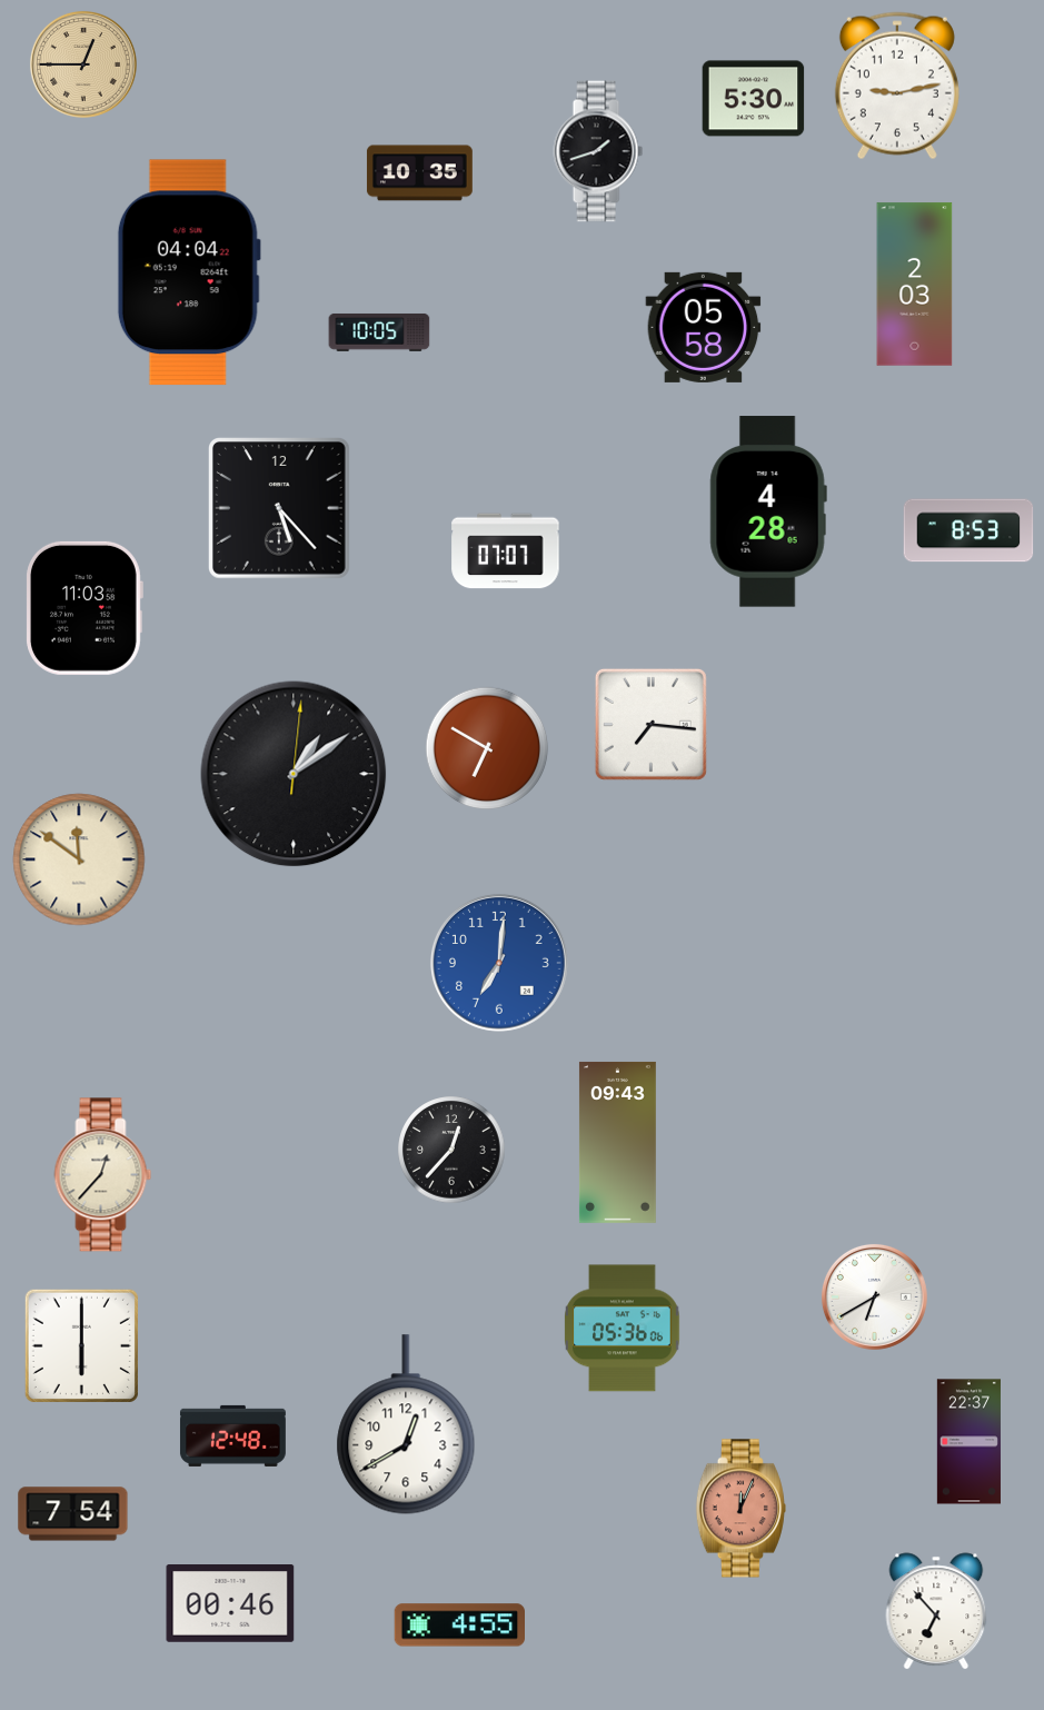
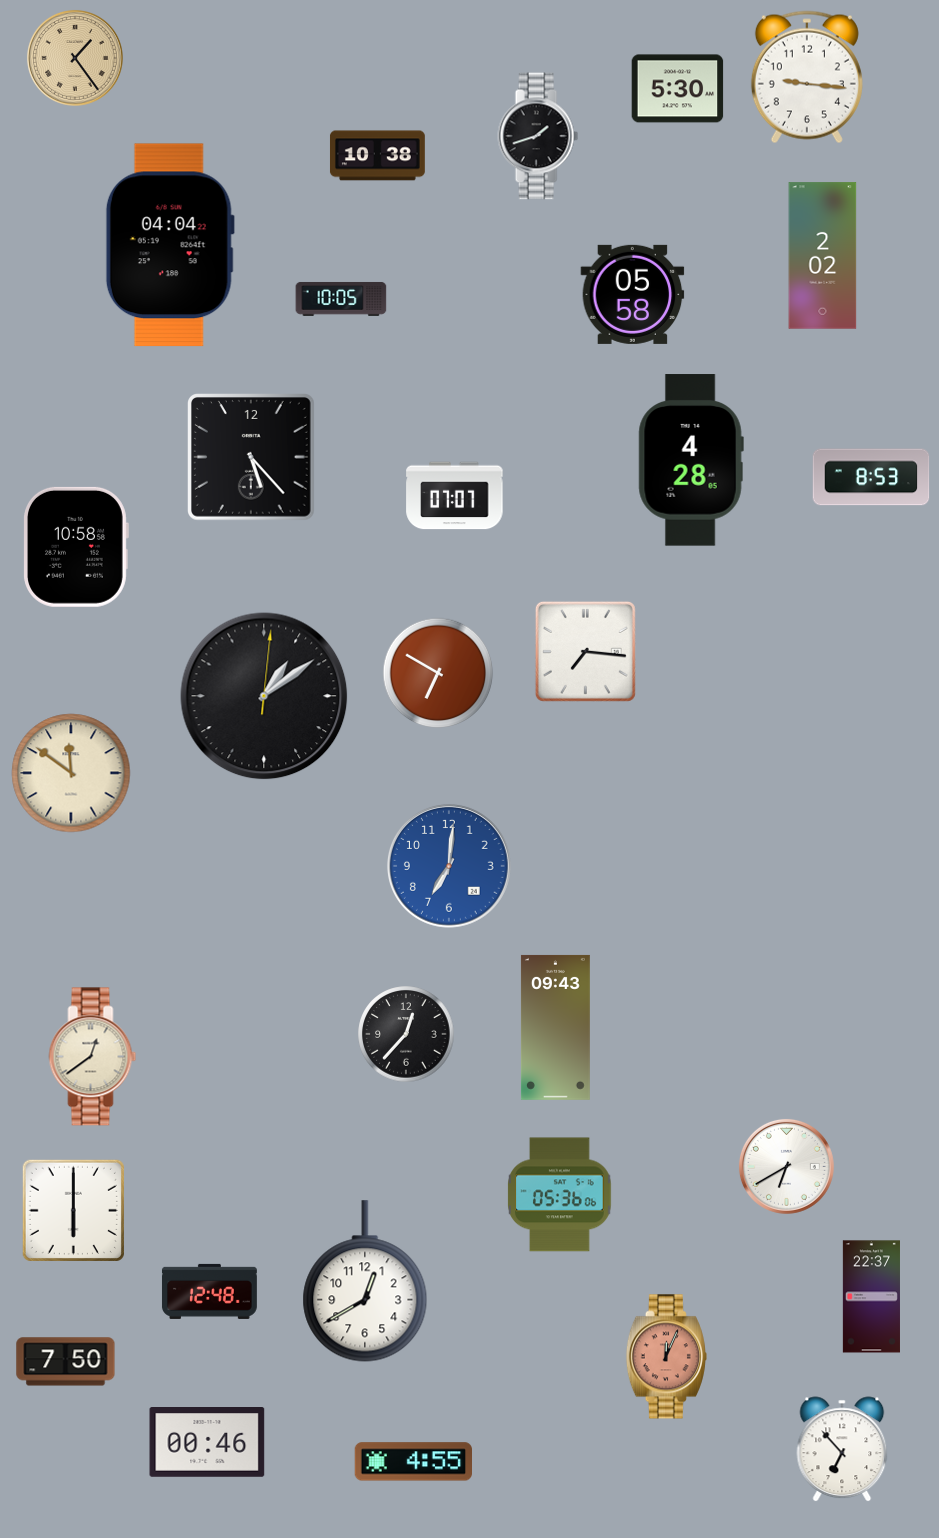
clock at (83, 64): 12:45 -> 1:24
clock at (897, 86): 9:13 -> 9:16
clock at (419, 173): 10:35 -> 10:38
clock at (915, 285): 2:03 -> 2:02
clock at (84, 608): 11:03 -> 10:58
clock at (103, 1175): 12:37 -> 12:39
clock at (73, 1514): 7:54 -> 7:50
